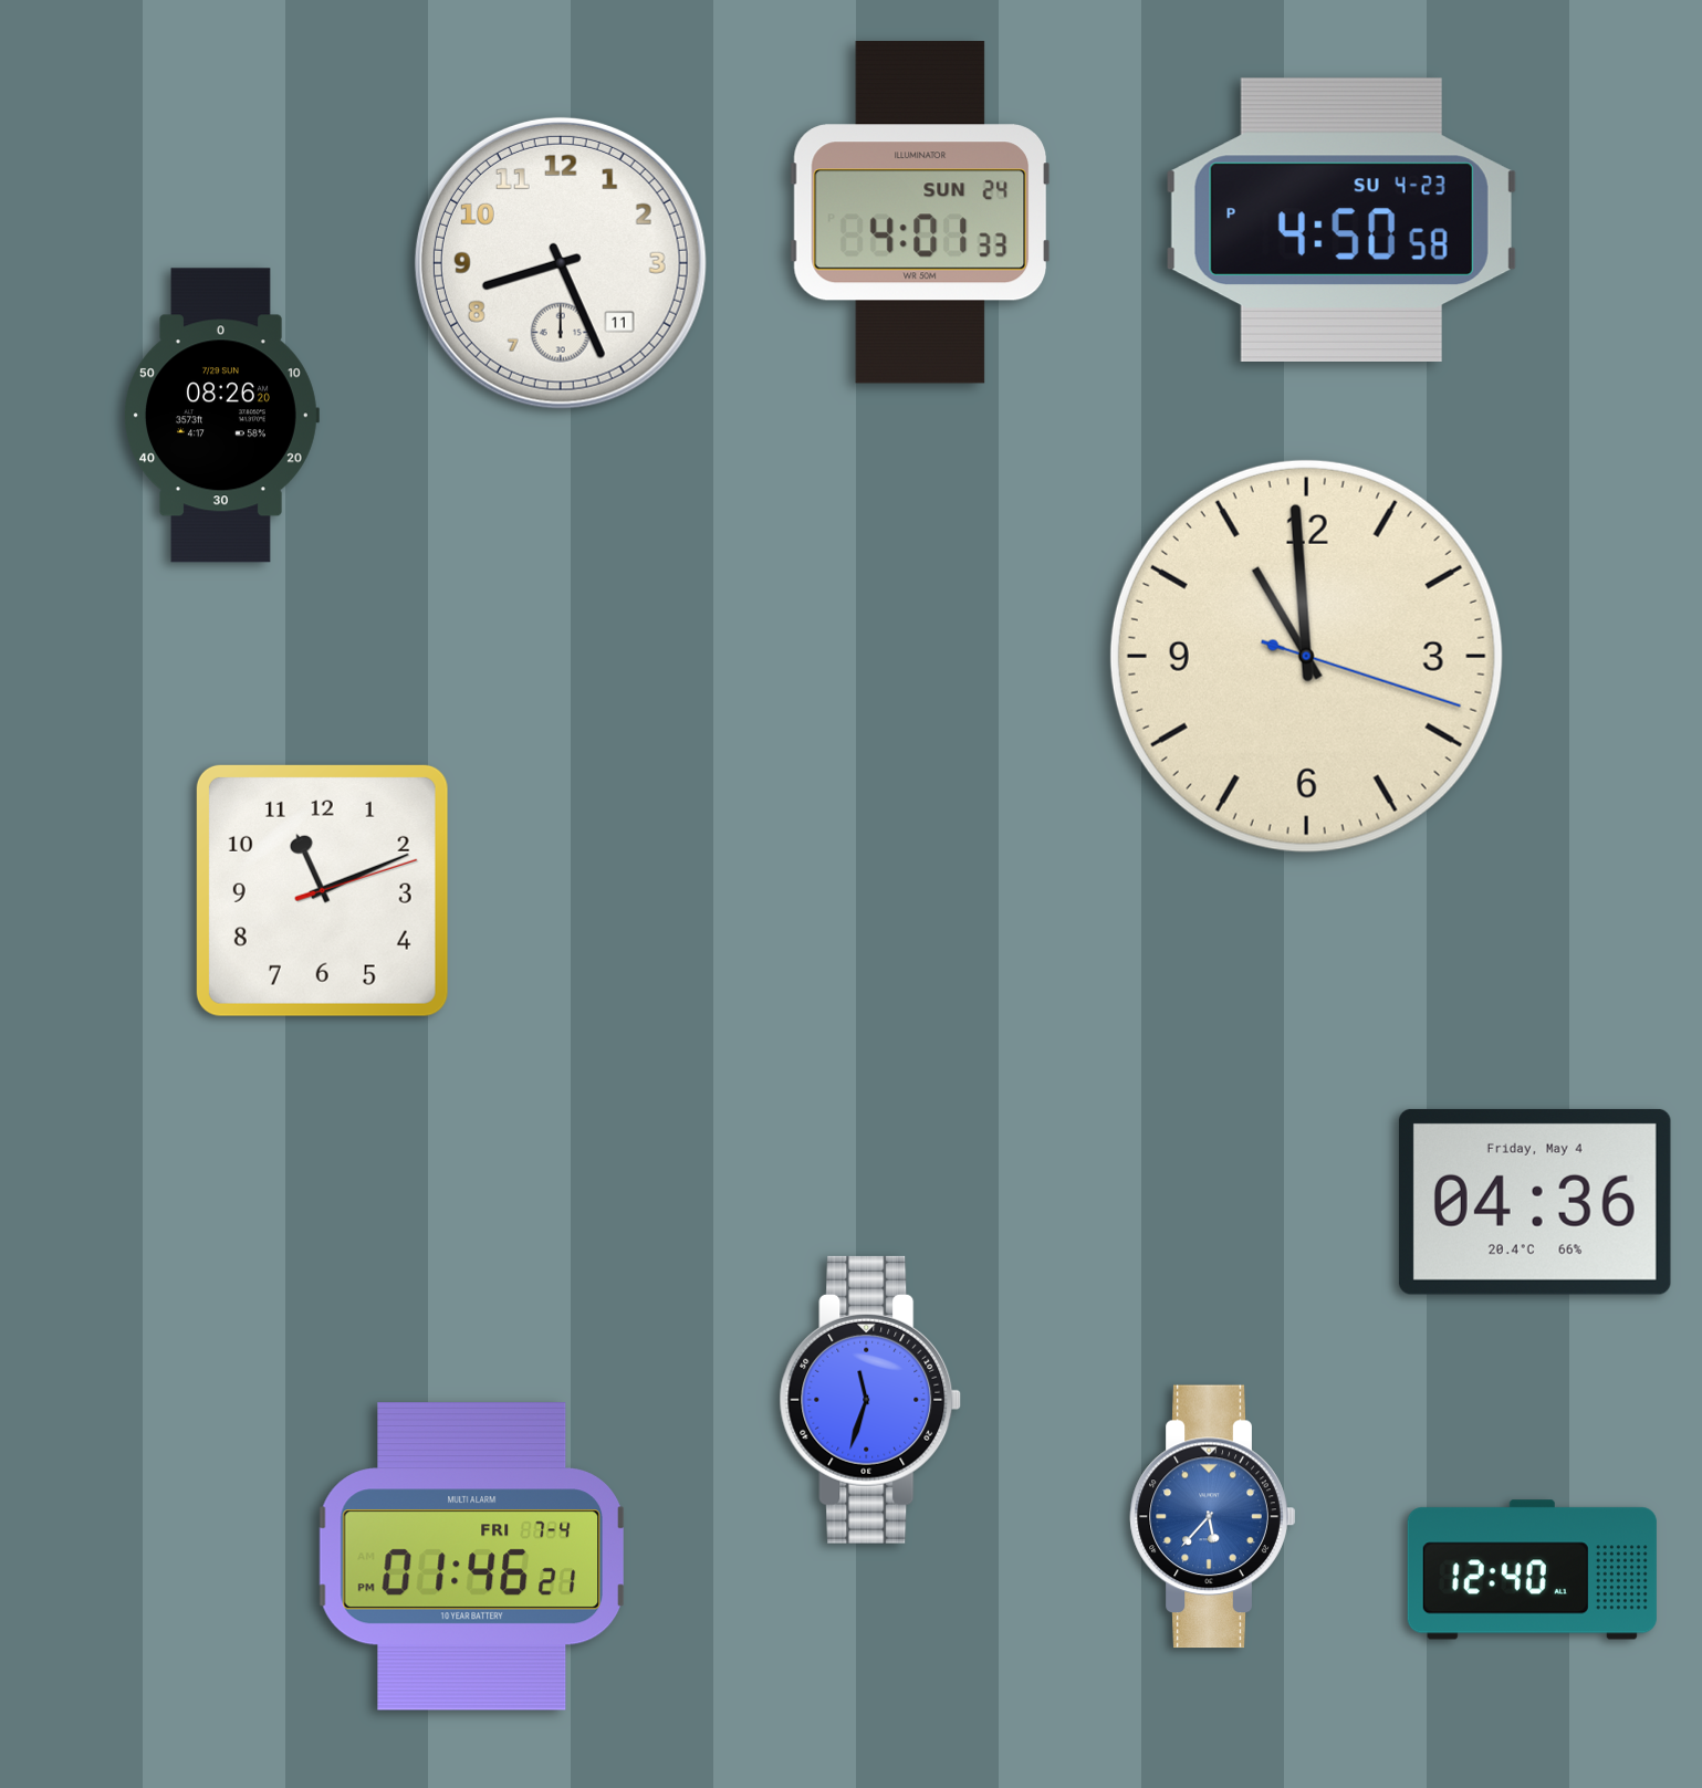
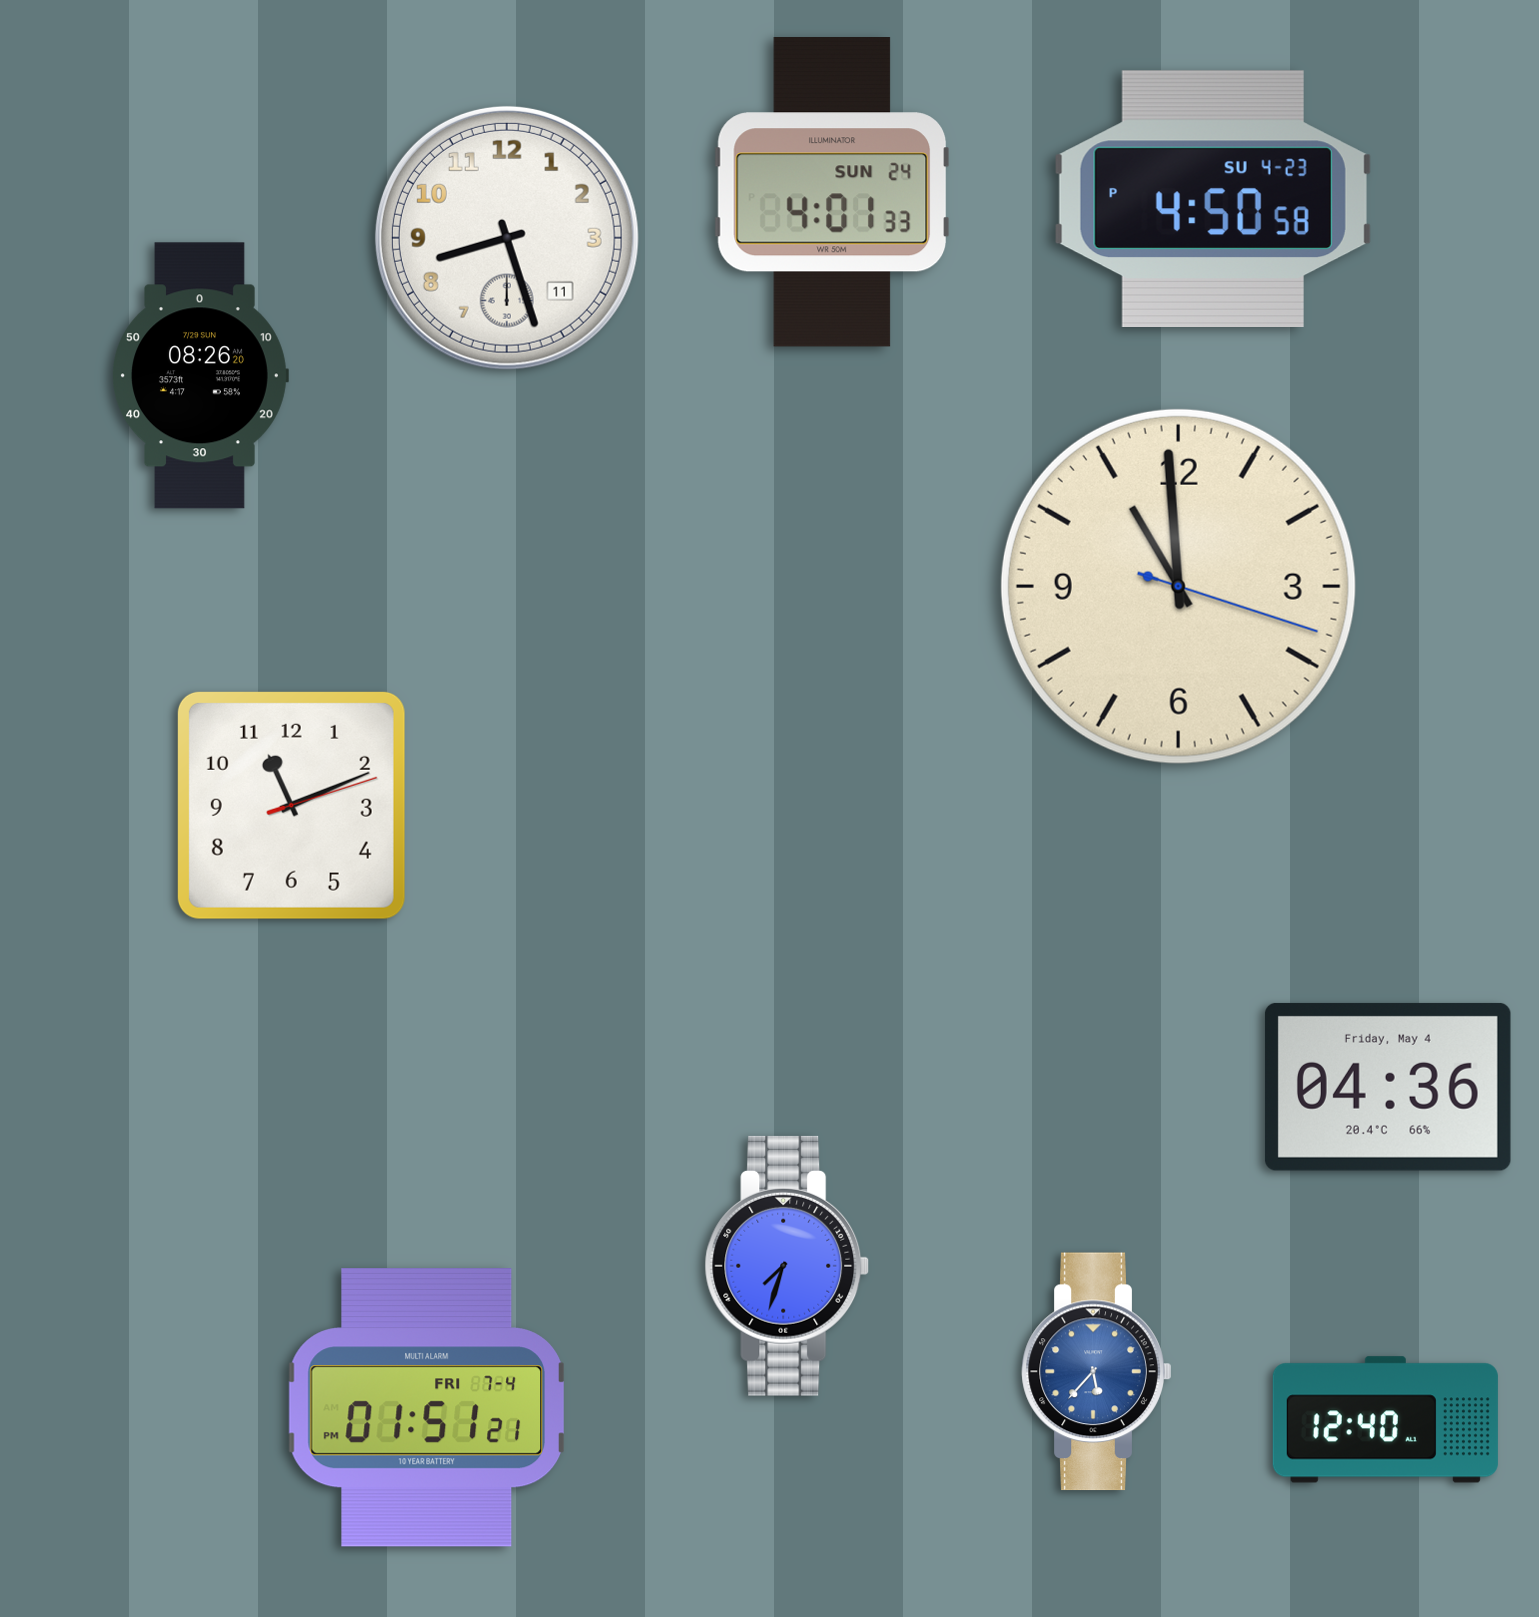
clock at (561, 263): 8:26 -> 8:27
clock at (1306, 656) position: (1306, 656) -> (1178, 586)
clock at (870, 1400): 11:33 -> 7:33
clock at (471, 1557): 01:46 -> 01:51
